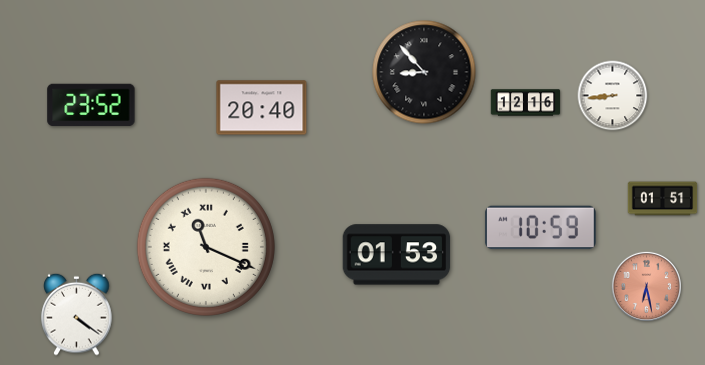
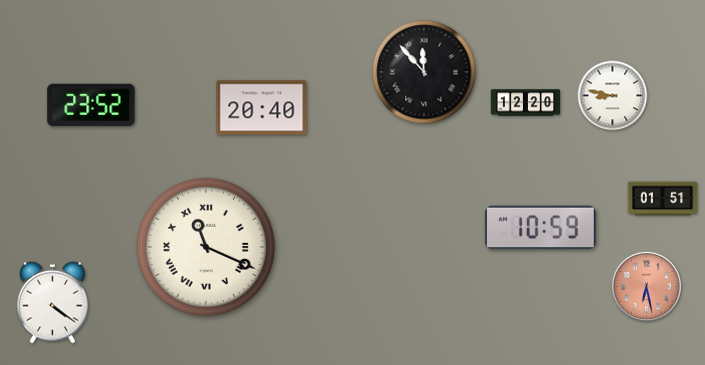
clock at (424, 72): 8:53 -> 11:53
clock at (613, 96): 8:44 -> 8:47
clock at (526, 103): 12:16 -> 12:20
clock at (397, 255): 01:53 -> none
clock at (77, 314) position: (77, 314) -> (53, 302)
